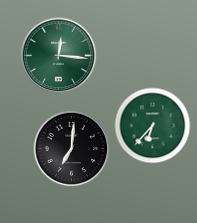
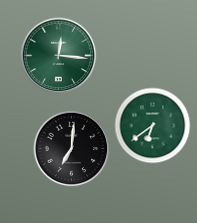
clock at (153, 126): 6:37 -> 6:39
